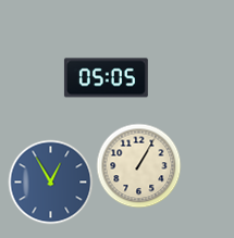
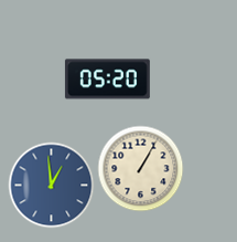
clock at (106, 78): 05:05 -> 05:20
clock at (50, 181): 12:55 -> 12:59
